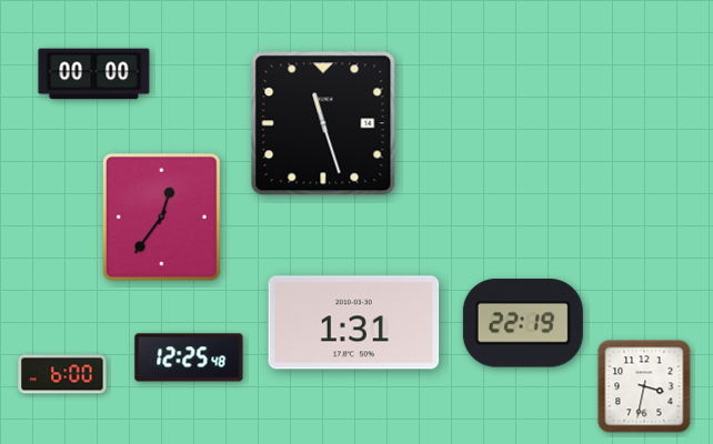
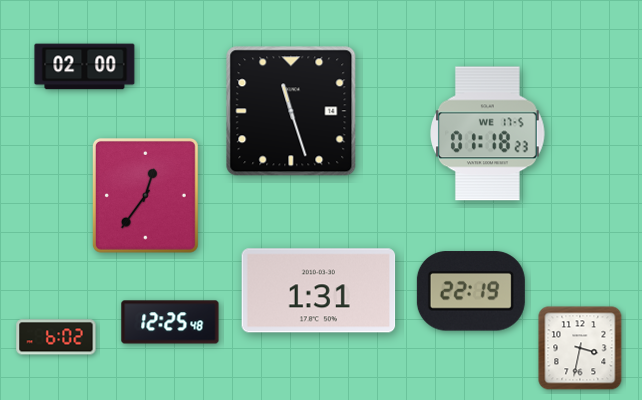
clock at (94, 74): 00:00 -> 02:00
clock at (488, 134): none -> 01:18
clock at (62, 374): 6:00 -> 6:02
